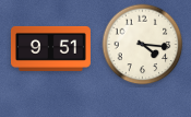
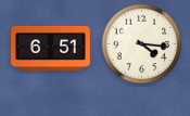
clock at (50, 48): 9:51 -> 6:51
